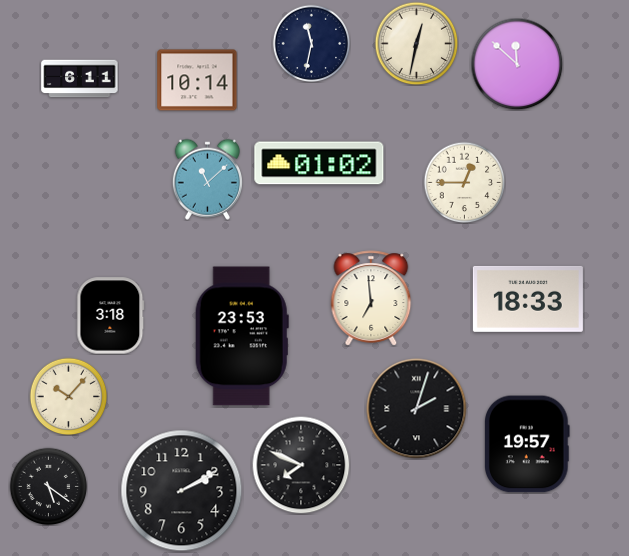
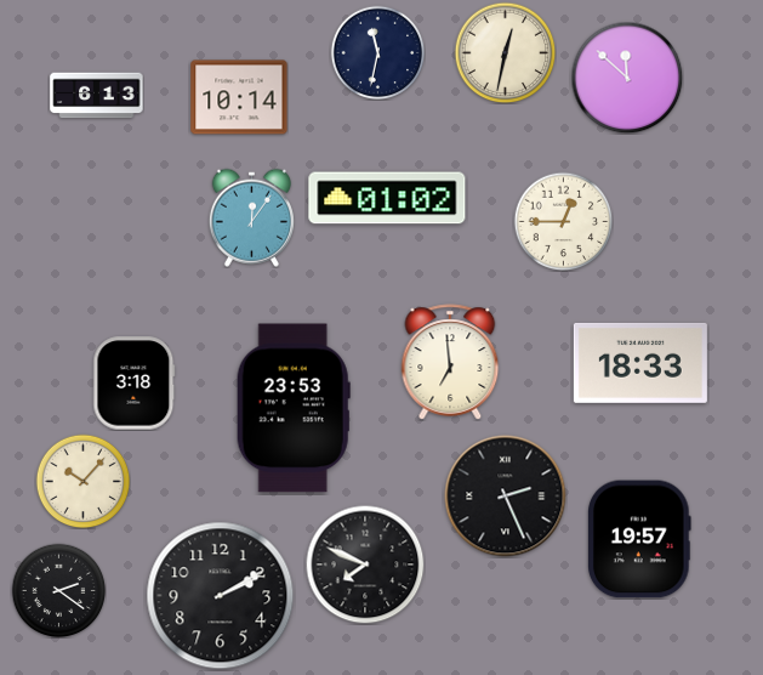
clock at (80, 79): 6:11 -> 6:13
clock at (207, 179): 11:08 -> 12:06
clock at (417, 409): 2:03 -> 2:26
clock at (48, 486): 5:21 -> 2:21
